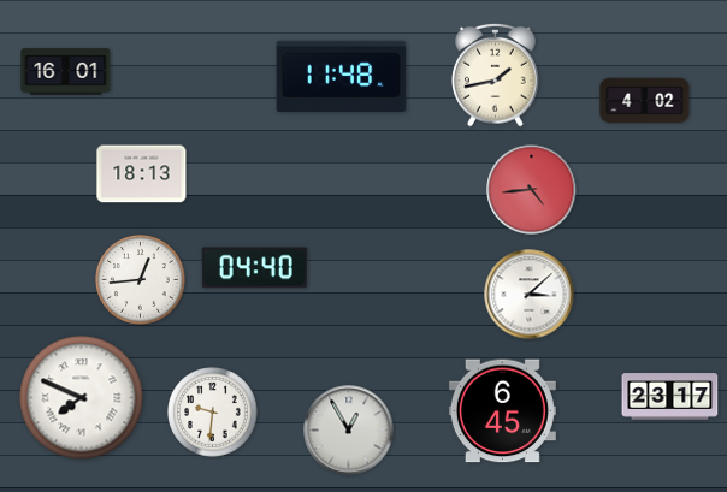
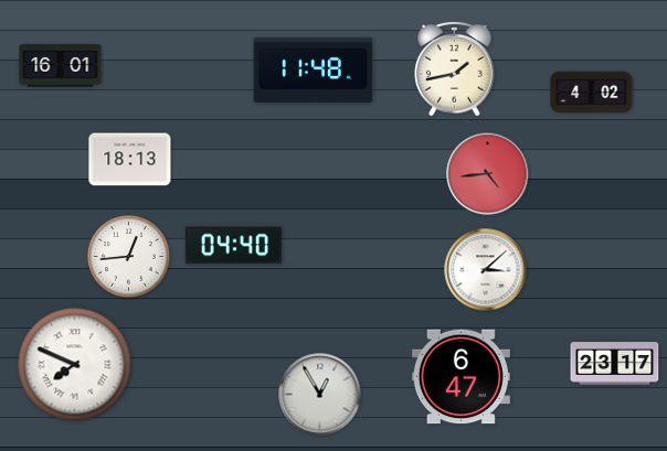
clock at (502, 411): 6:45 -> 6:47
clock at (213, 413): 9:31 -> none
